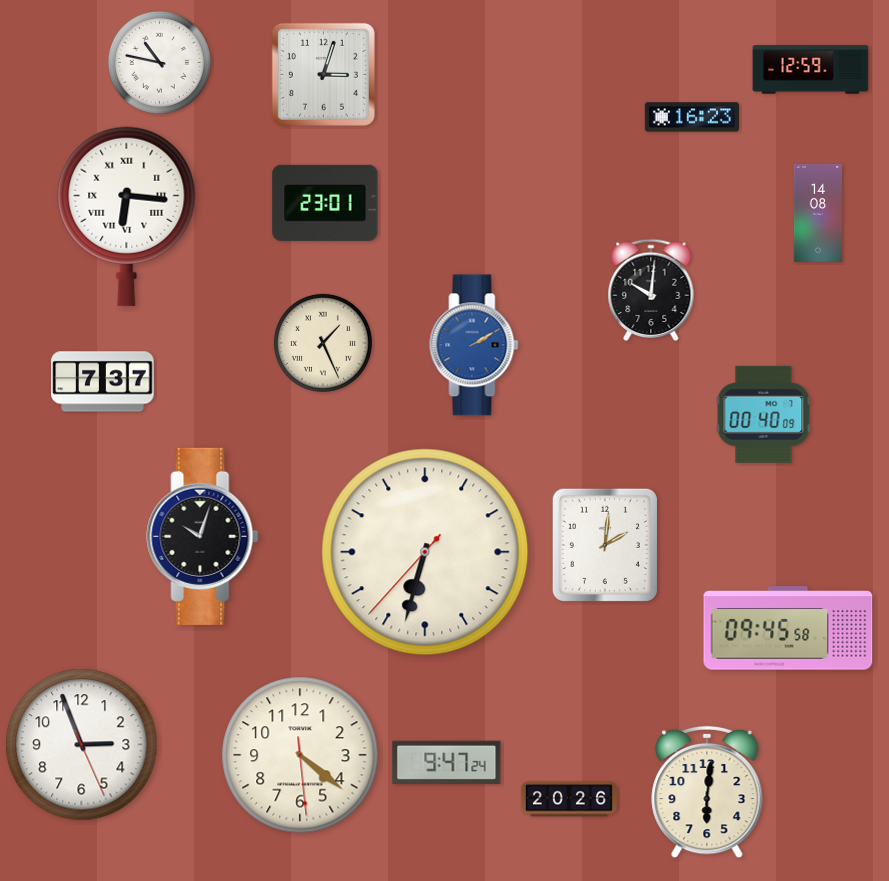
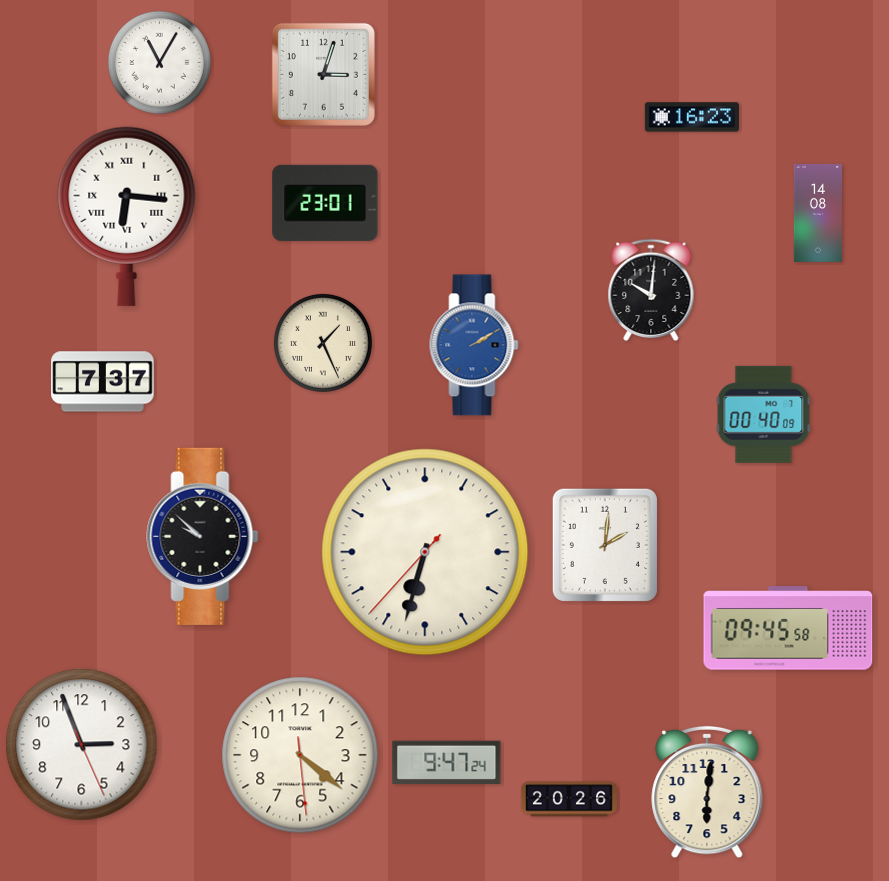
clock at (159, 62): 10:47 -> 11:05
clock at (811, 70): 12:59 -> none
clock at (203, 536): 10:03 -> 9:52
